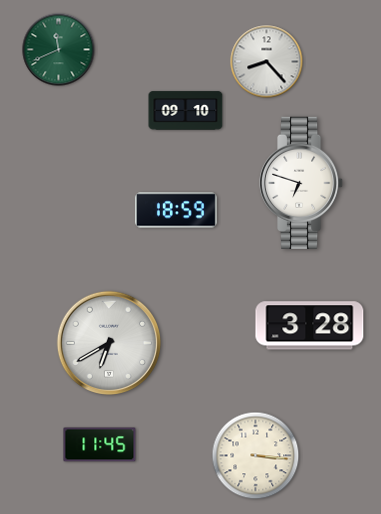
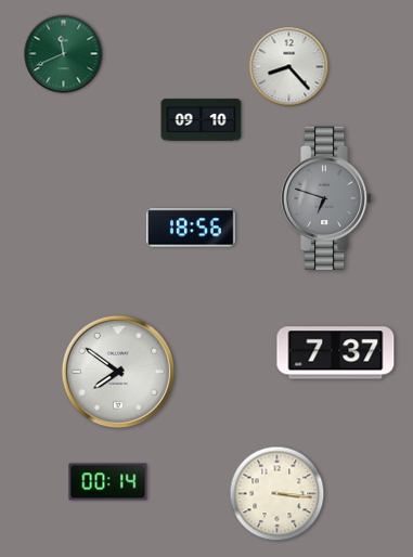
clock at (302, 183) dial: white -> grey
clock at (176, 210): 18:59 -> 18:56
clock at (310, 326): 3:28 -> 7:37
clock at (109, 343): 6:40 -> 7:51
clock at (100, 445): 11:45 -> 00:14
